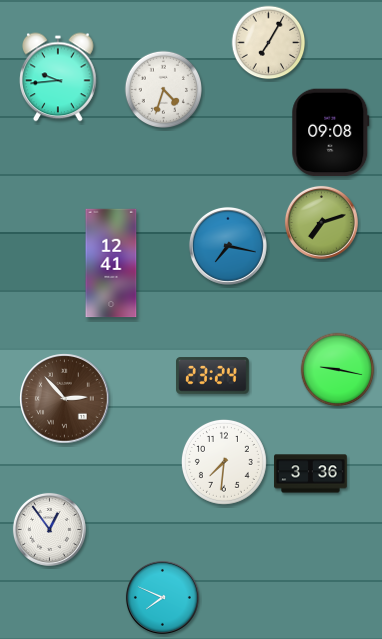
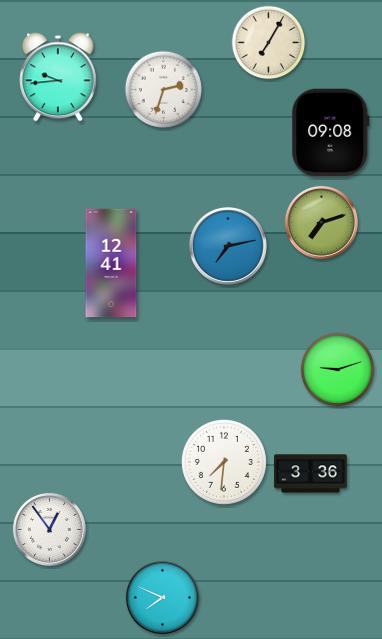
clock at (163, 89): 4:33 -> 2:33
clock at (228, 246): 7:17 -> 7:13
clock at (338, 370): 9:17 -> 9:12
clock at (213, 376): 23:24 -> none
clock at (65, 399): 2:53 -> none
